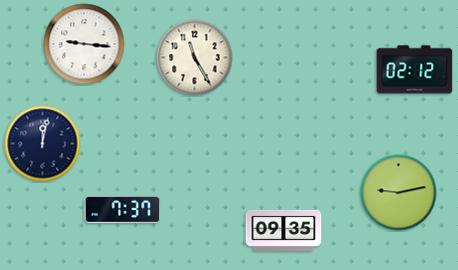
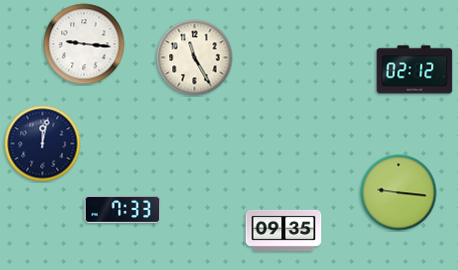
clock at (399, 193): 9:13 -> 9:16
clock at (123, 209): 7:37 -> 7:33
